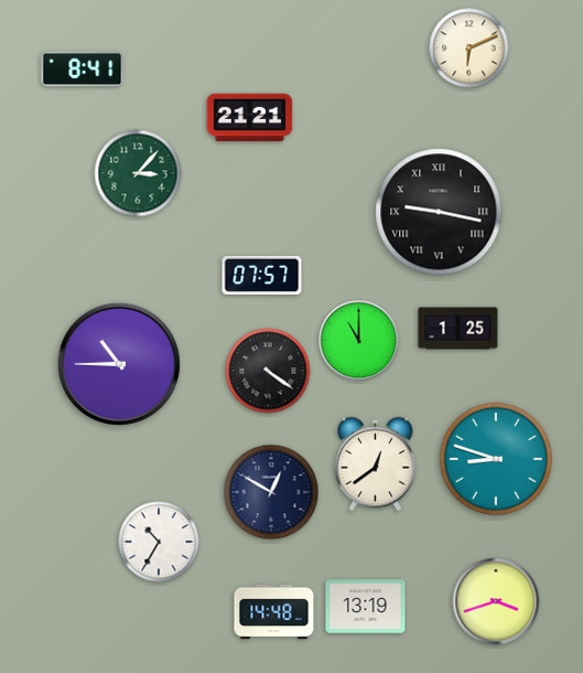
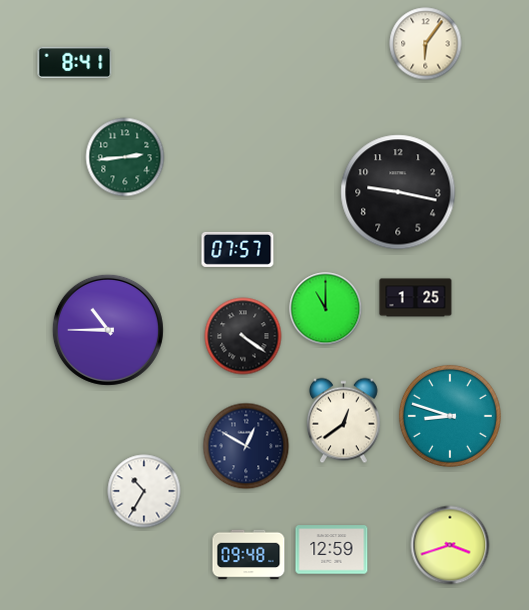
clock at (469, 49): 6:11 -> 6:06
clock at (250, 118): 21:21 -> none
clock at (138, 173): 3:07 -> 2:44
clock at (439, 212) numerals: Roman -> Arabic
clock at (376, 464) position: (376, 464) -> (344, 421)
clock at (366, 607): 13:19 -> 12:59
clock at (274, 612): 14:48 -> 09:48
